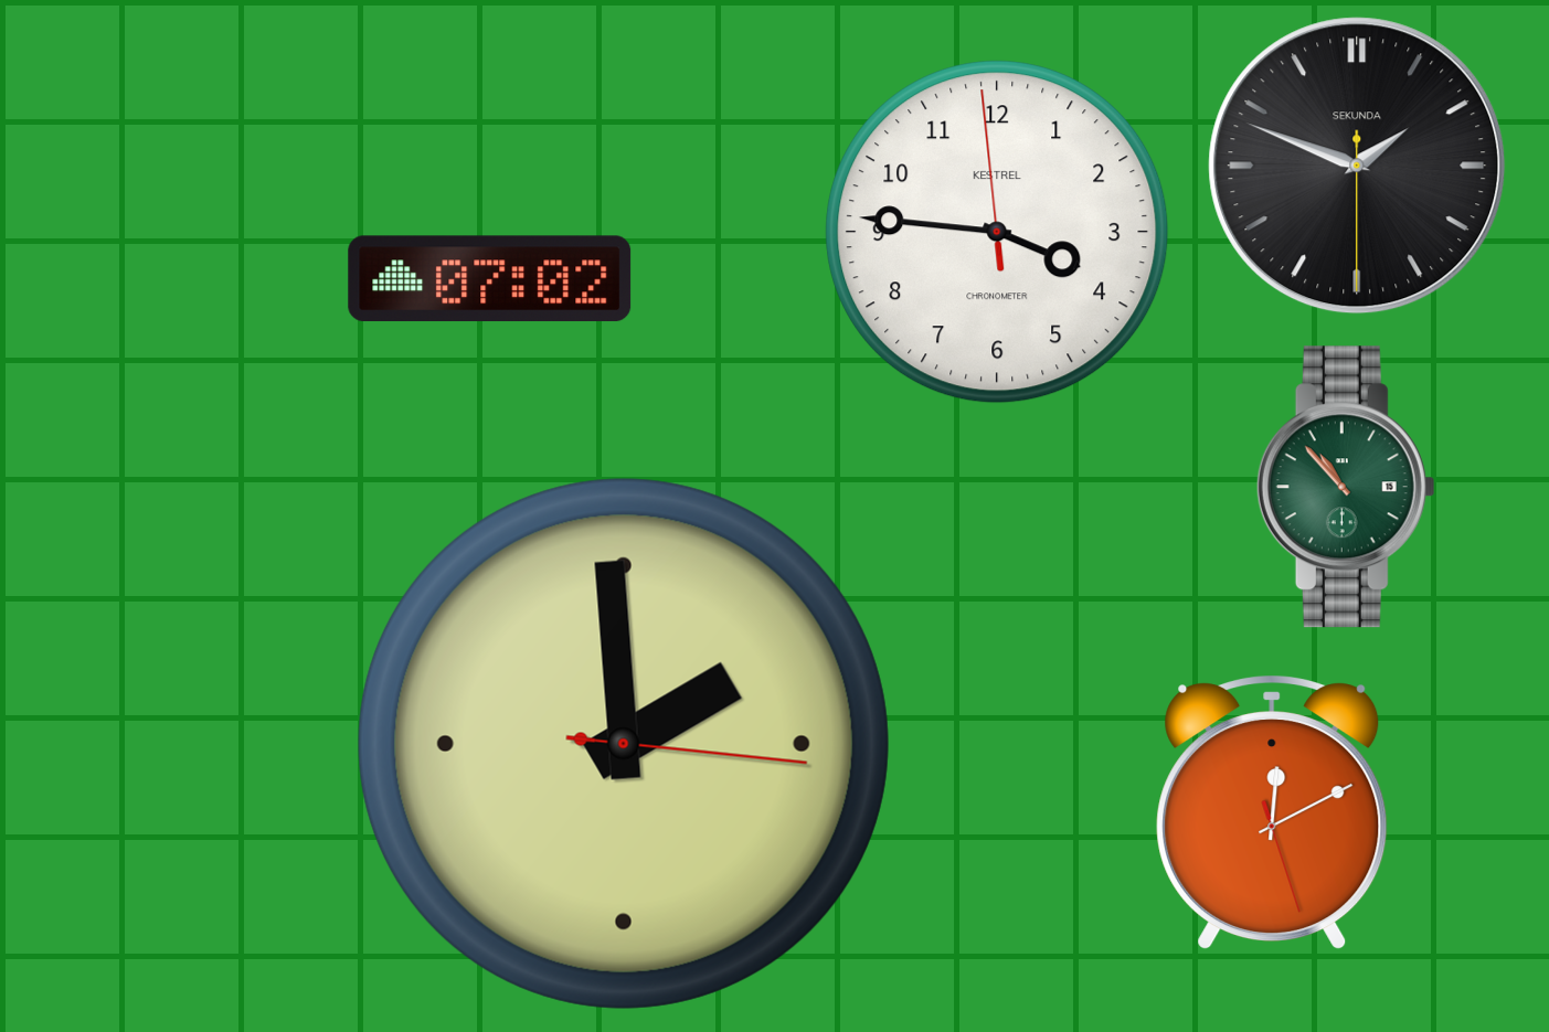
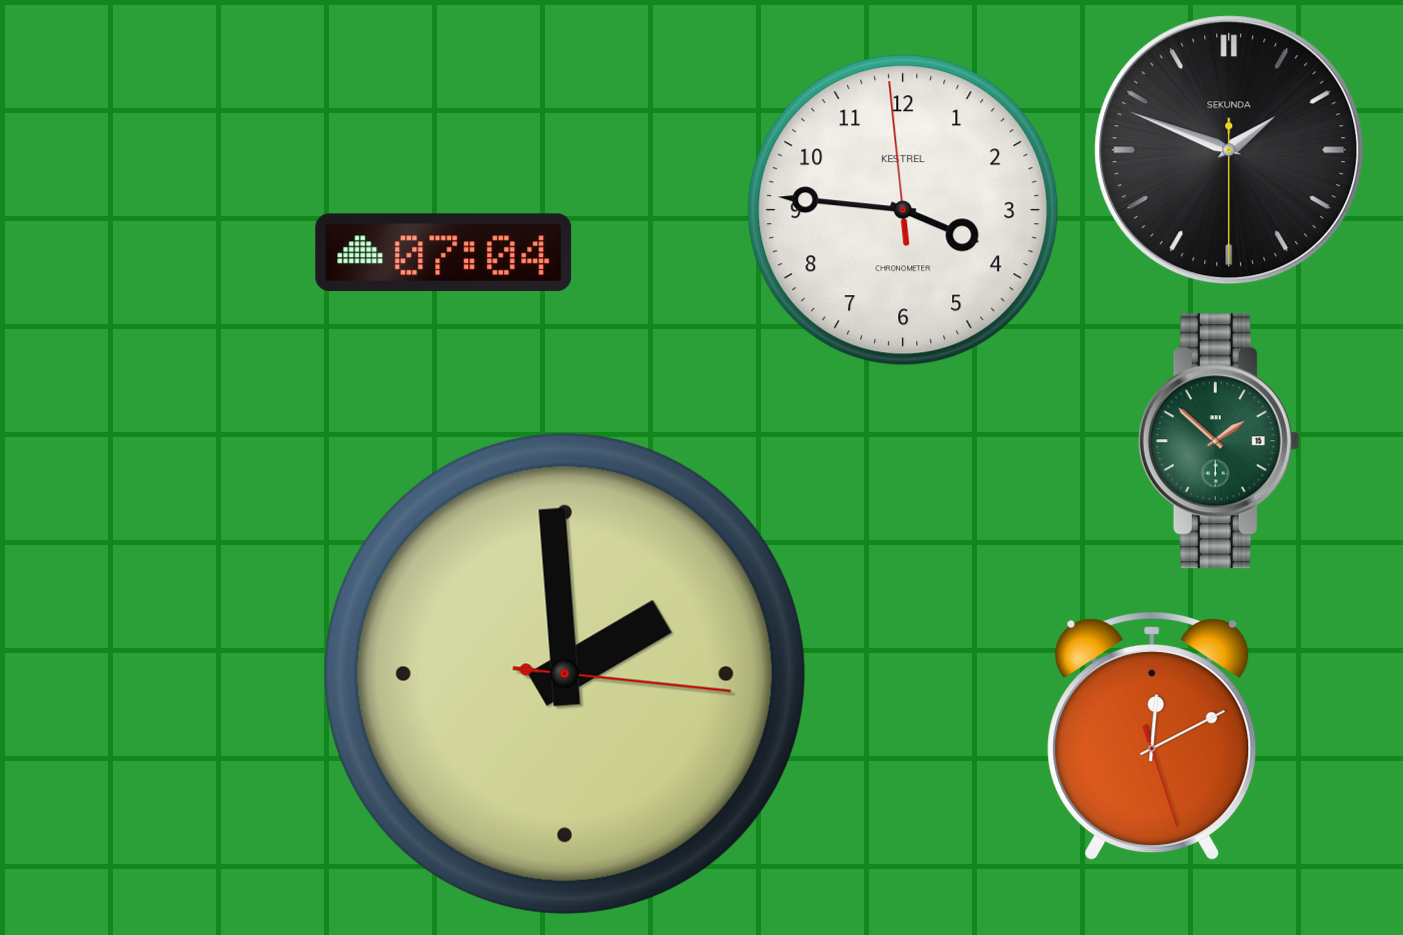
clock at (490, 279): 07:02 -> 07:04
clock at (1346, 487): 10:53 -> 1:52
